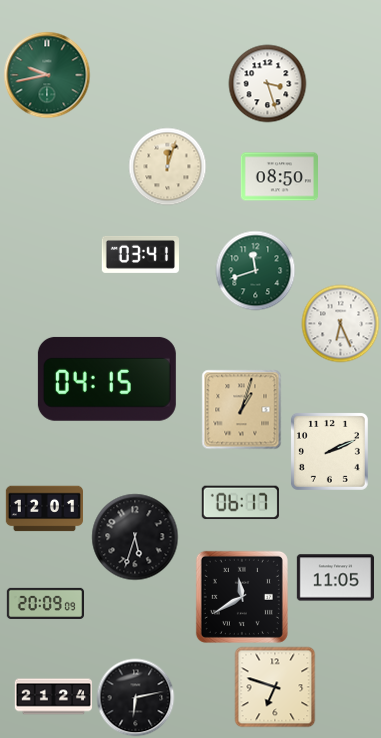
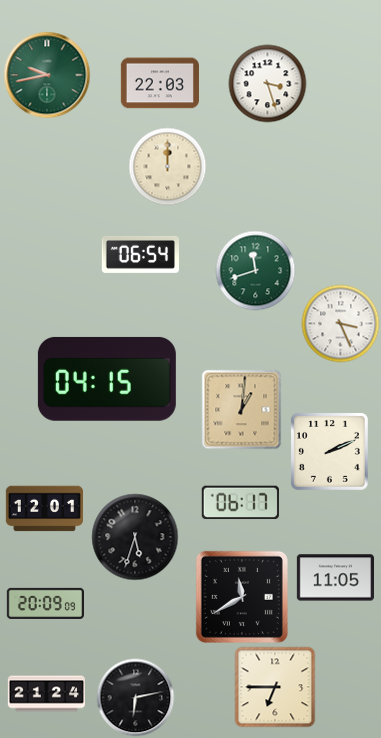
clock at (160, 83): none -> 22:03
clock at (167, 166): 12:03 -> 12:00
clock at (279, 177): 08:50 -> none
clock at (140, 254): 03:41 -> 06:54
clock at (340, 323): 6:26 -> 3:26
clock at (241, 409): 1:03 -> 1:01
clock at (275, 687): 6:48 -> 6:45
clock at (53, 697) position: (53, 697) -> (46, 694)
